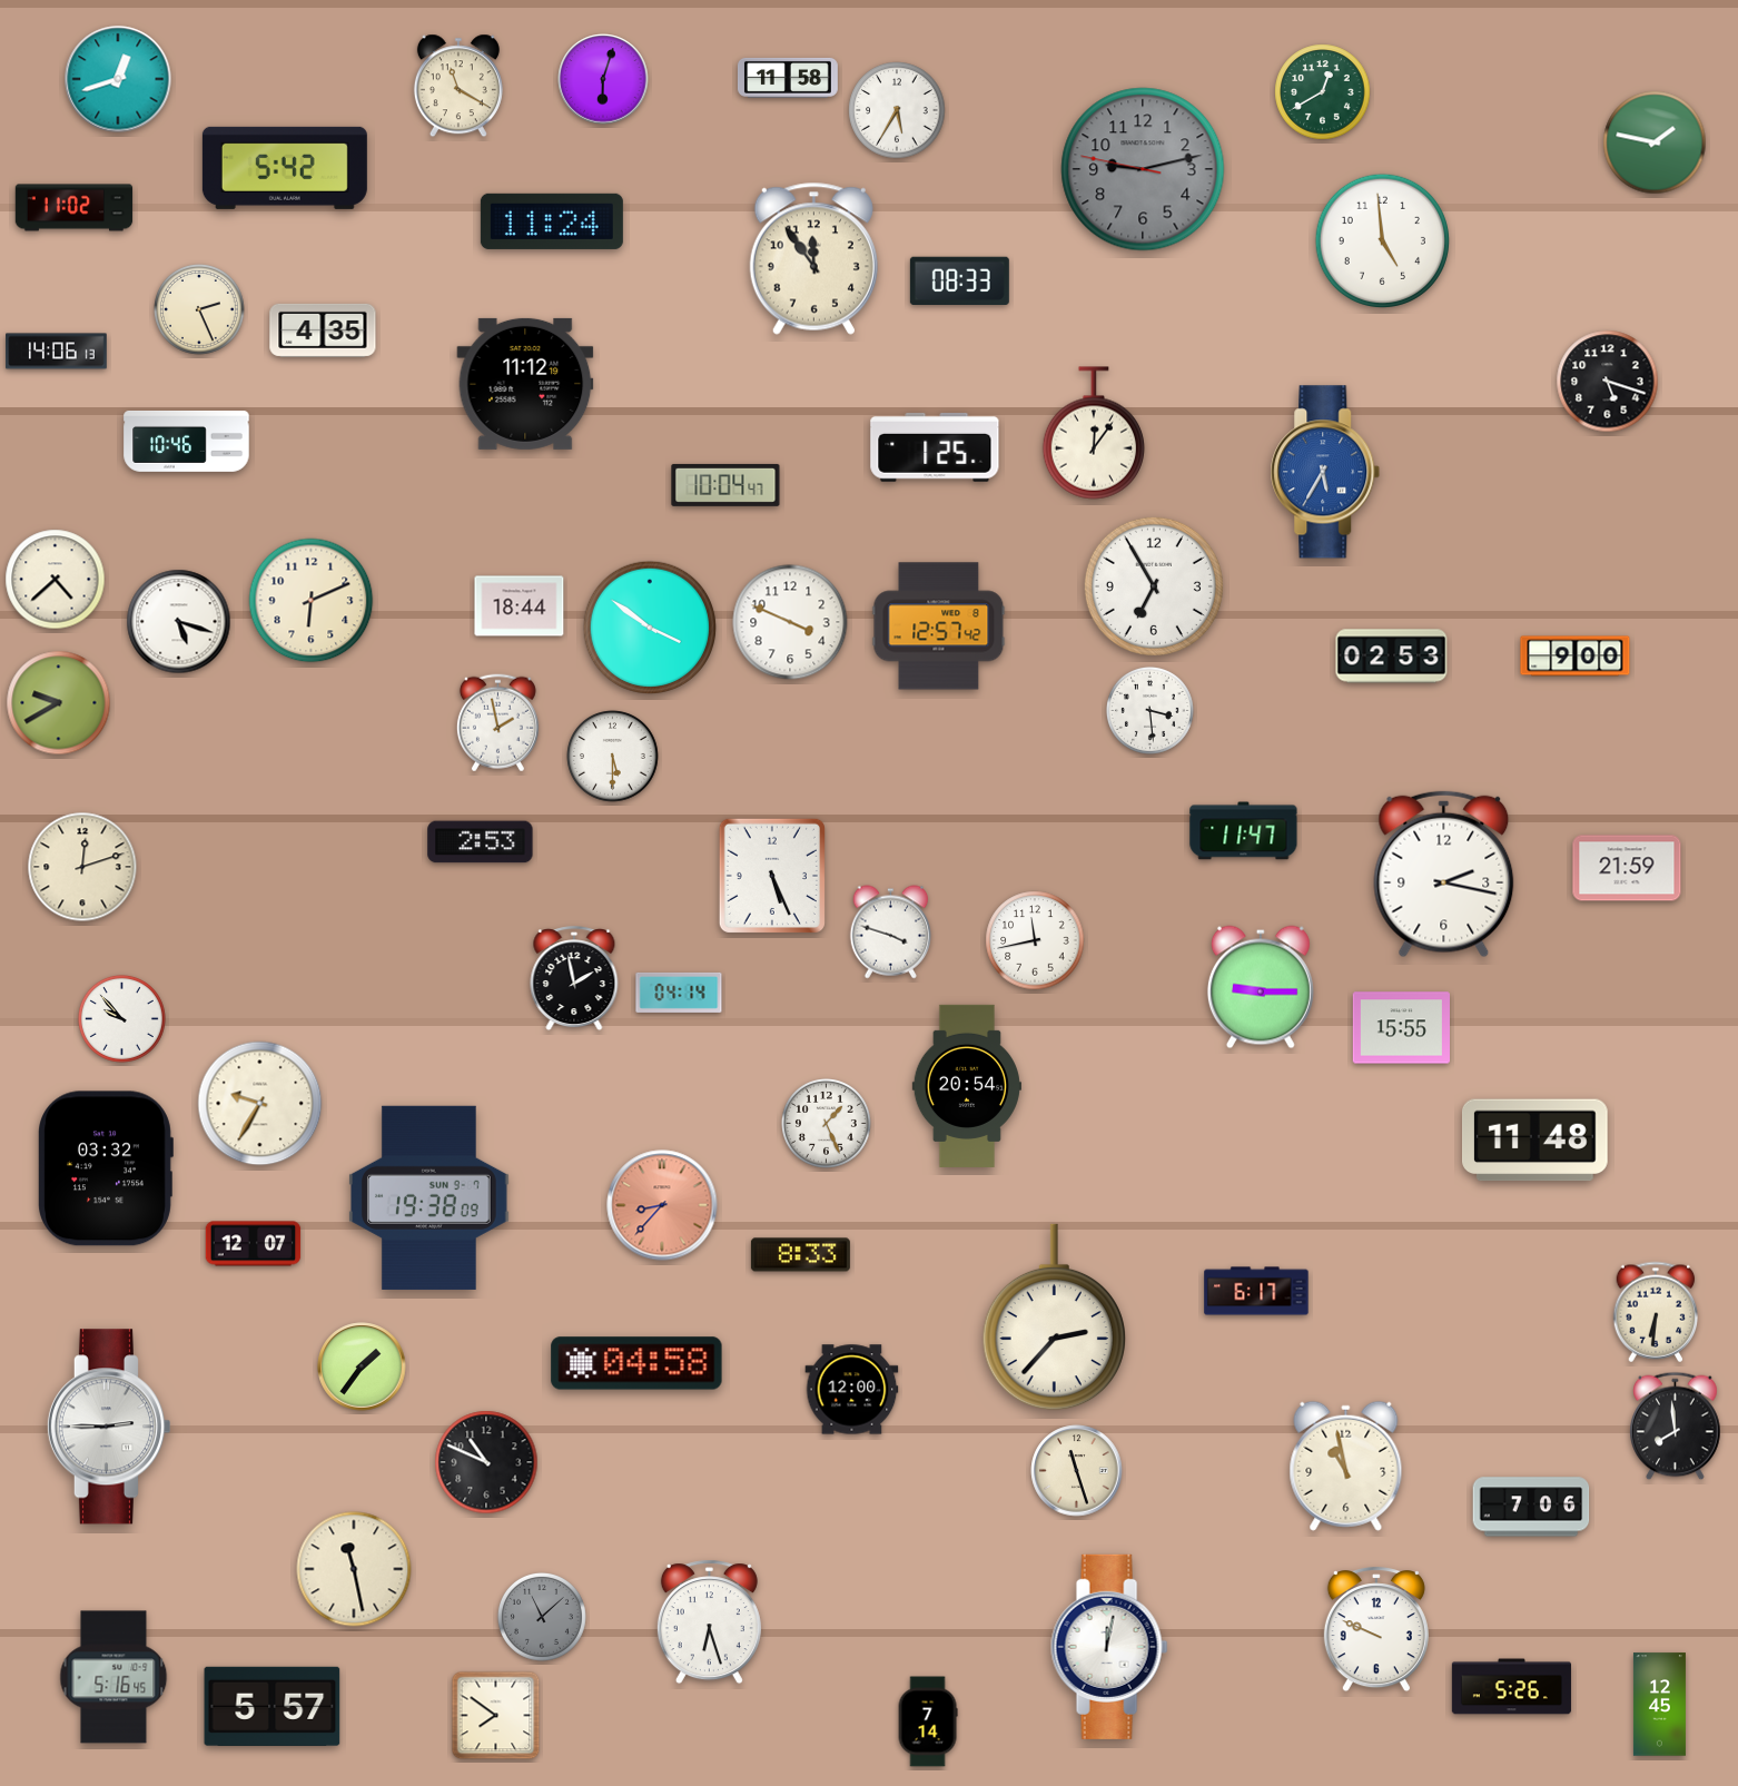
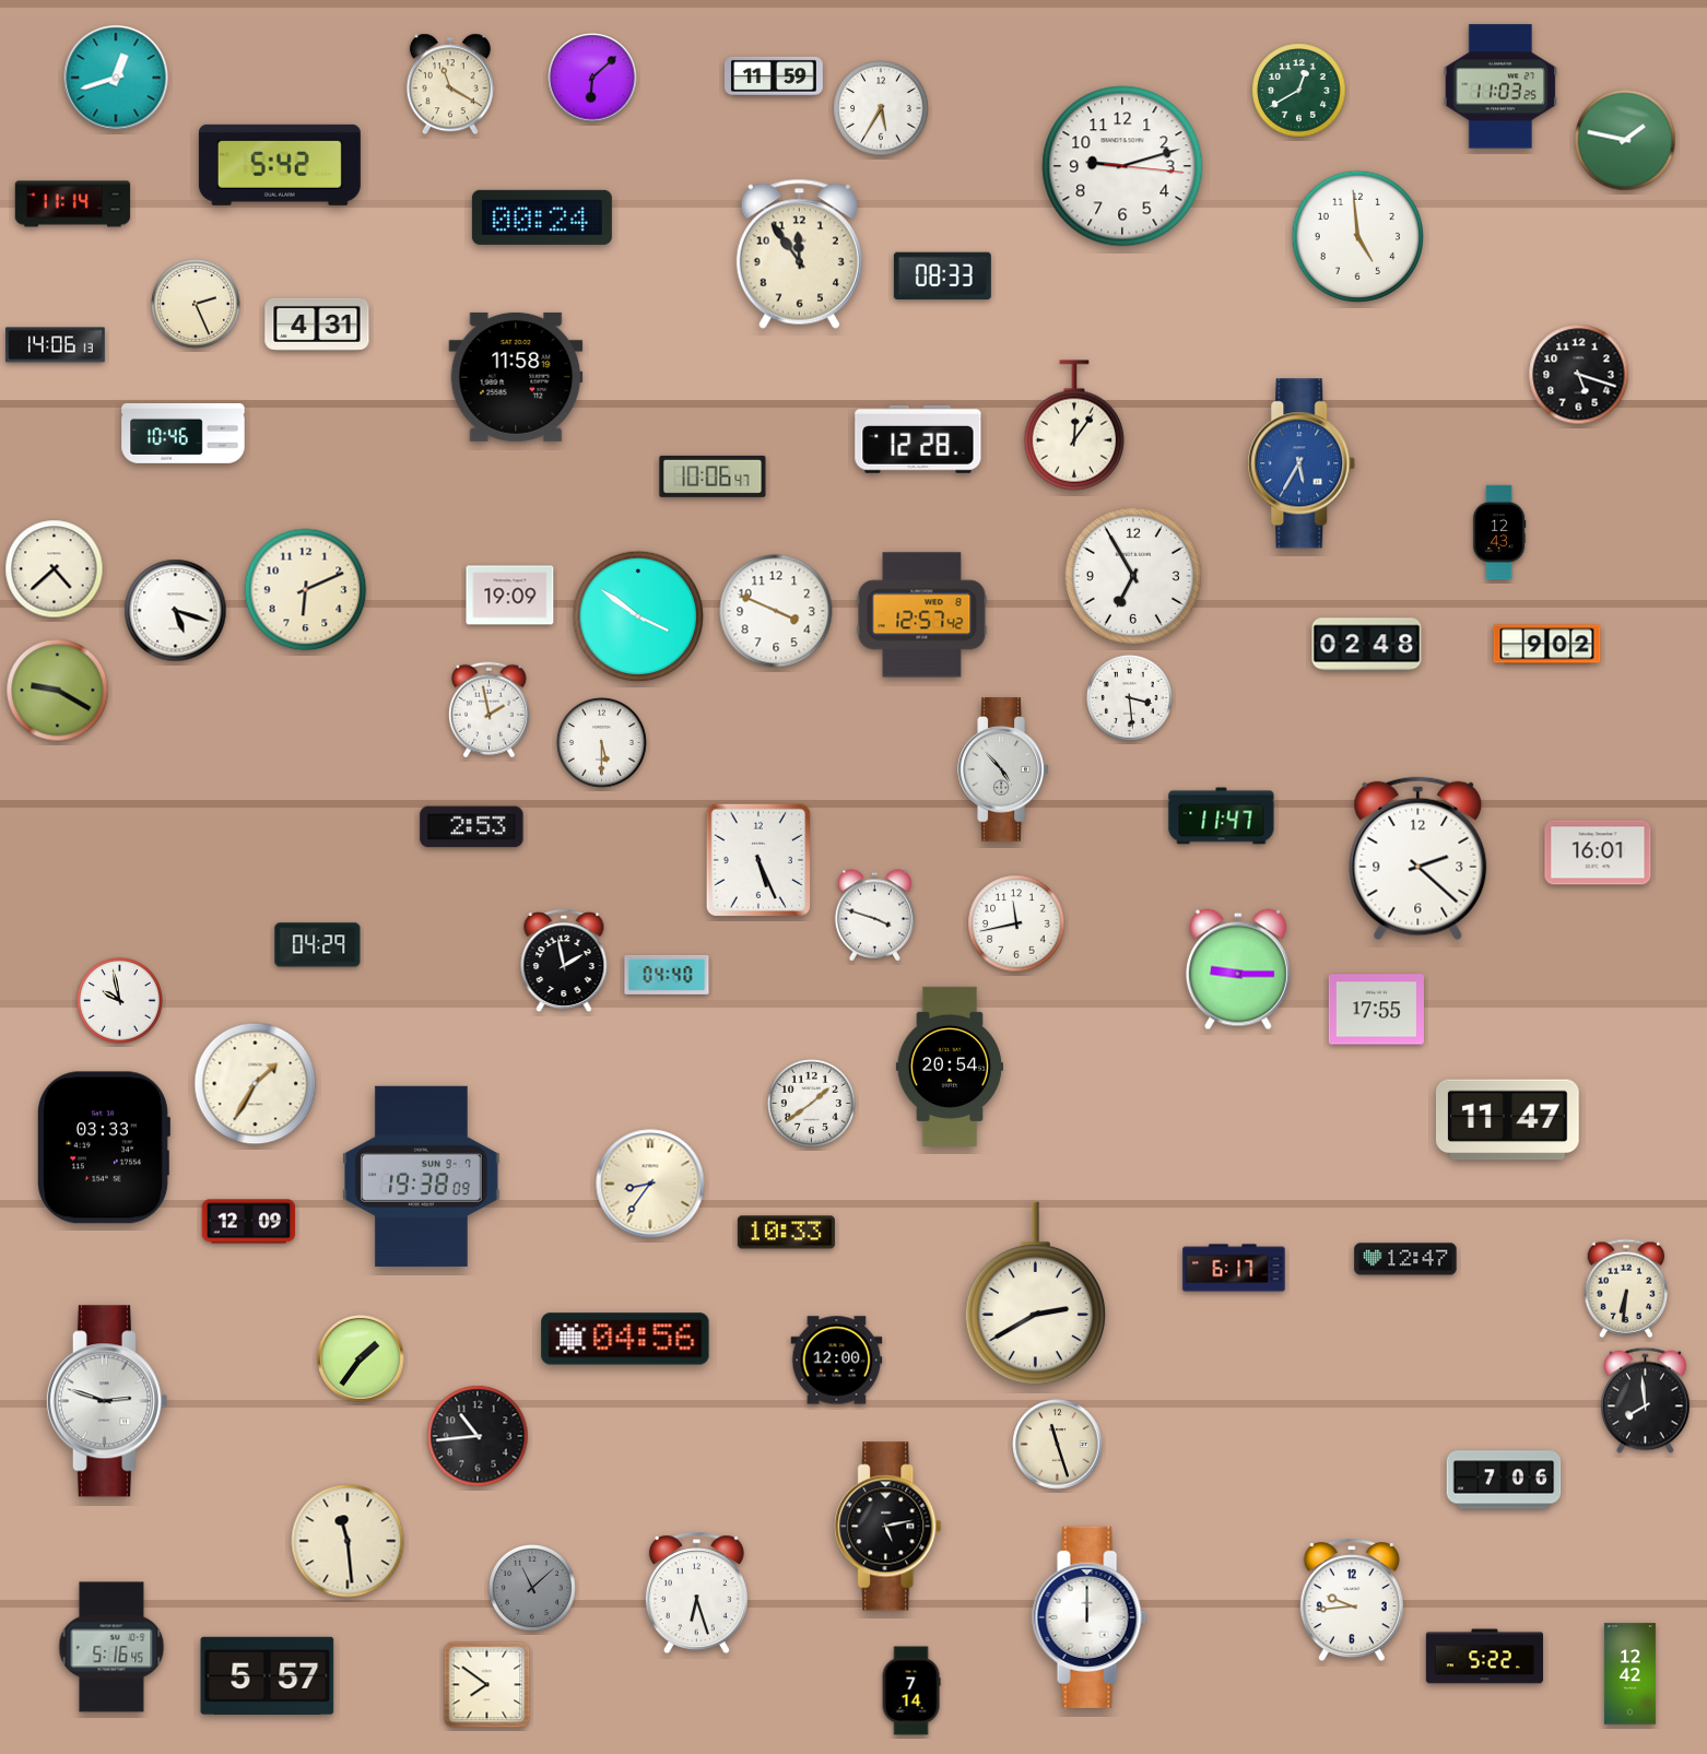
clock at (788, 78): 11:58 -> 11:59
clock at (603, 79): 6:03 -> 6:08
clock at (1500, 86): none -> 11:03
clock at (1143, 169): 9:12:47 -> 9:12:16
clock at (1143, 169) dial: grey -> white
clock at (75, 208): 11:02 -> 11:14
clock at (552, 221): 11:24 -> 00:24
clock at (323, 330): 4:35 -> 4:31
clock at (525, 384): 11:12 -> 11:58
clock at (935, 447): 1:25 -> 12:28
clock at (725, 485): 10:04 -> 10:06
clock at (1499, 532): none -> 12:43
clock at (520, 606): 18:44 -> 19:09
clock at (1392, 657): 02:53 -> 02:48
clock at (1576, 657): 9:00 -> 9:02
clock at (59, 703): 9:40 -> 9:20
clock at (1003, 769): none -> 4:53
clock at (82, 867): 12:12 -> none
clock at (1627, 868): 21:59 -> 16:01
clock at (1444, 875): 2:17 -> 2:22
clock at (318, 945): none -> 04:29
clock at (679, 993): 04:14 -> 04:40
clock at (121, 1018): 9:53 -> 9:58
clock at (1401, 1028): 15:55 -> 17:55
clock at (260, 1104): 9:35 -> 1:35
clock at (827, 1124): 1:26 -> 1:39
clock at (1535, 1141): 11:48 -> 11:47
clock at (106, 1168): 03:32 -> 03:33
clock at (662, 1205): 8:37 -> 8:36
clock at (662, 1205) dial: salmon -> cream
clock at (254, 1244): 12:07 -> 12:09
clock at (800, 1255): 8:33 -> 10:33
clock at (1405, 1259): none -> 12:47
clock at (1054, 1318): 2:37 -> 2:40
clock at (636, 1363): 04:58 -> 04:56
clock at (362, 1366) position: (362, 1366) -> (361, 1358)
clock at (852, 1390) position: (852, 1390) -> (837, 1361)
clock at (108, 1427): 2:45 -> 2:48
clock at (486, 1462): 10:49 -> 10:44
clock at (1346, 1466): 10:58 -> none
clock at (888, 1527): none -> 5:13
clock at (354, 1569): 11:28 -> 11:29
clock at (1376, 1630): 9:49 -> 9:44
clock at (1109, 1647): 12:02 -> 12:00
clock at (1511, 1687): 5:26 -> 5:22
clock at (1659, 1705): 12:45 -> 12:42
